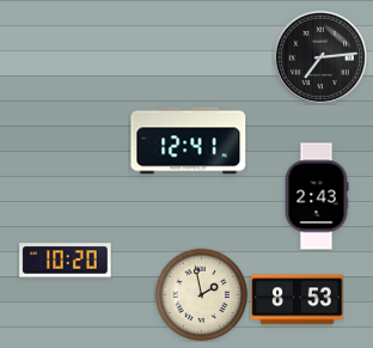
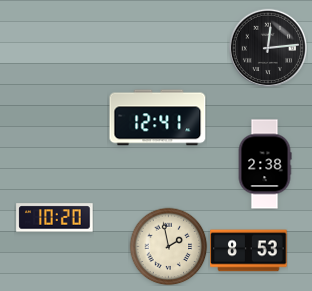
clock at (319, 56): 7:14 -> 12:14
clock at (317, 196): 2:43 -> 2:38
